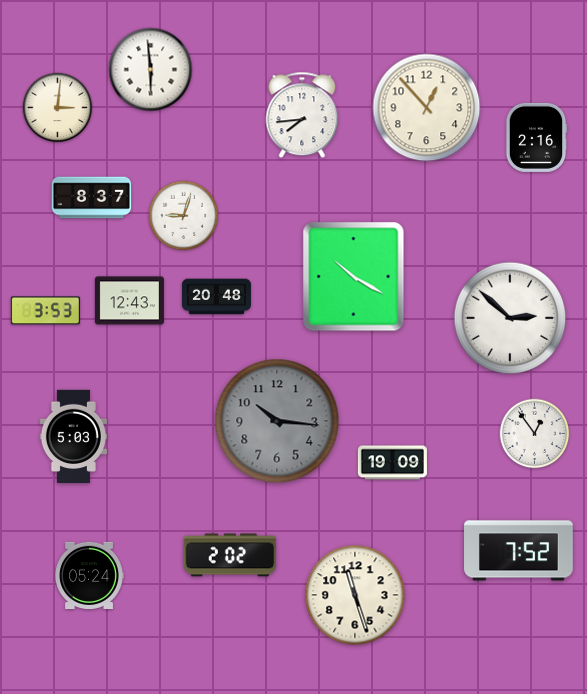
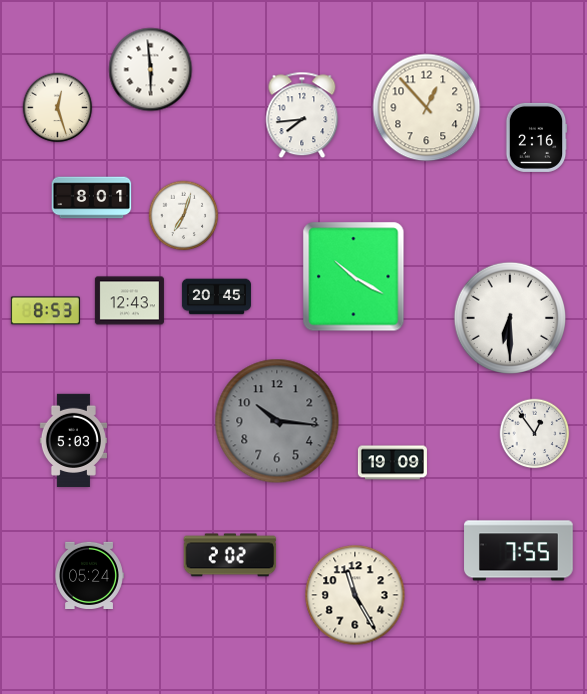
clock at (58, 108): 3:01 -> 12:27
clock at (92, 198): 8:37 -> 8:01
clock at (184, 216): 9:03 -> 7:03
clock at (216, 297): 20:48 -> 20:45
clock at (45, 311): 3:53 -> 8:53
clock at (509, 317): 2:52 -> 6:30
clock at (73, 436) position: (73, 436) -> (73, 440)
clock at (519, 551): 7:52 -> 7:55
clock at (355, 595): 11:27 -> 11:25
